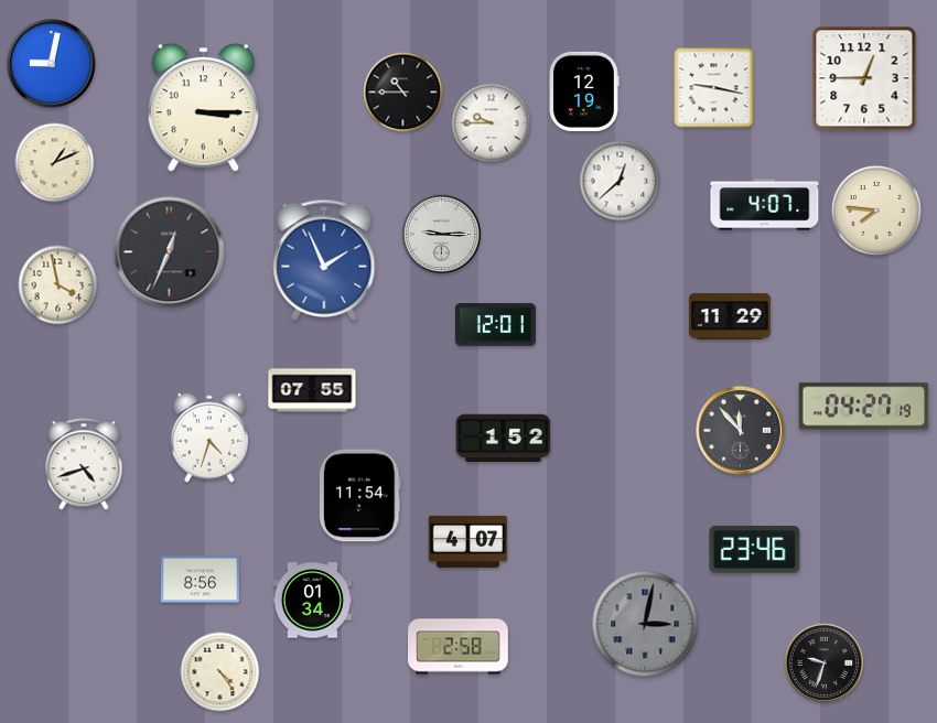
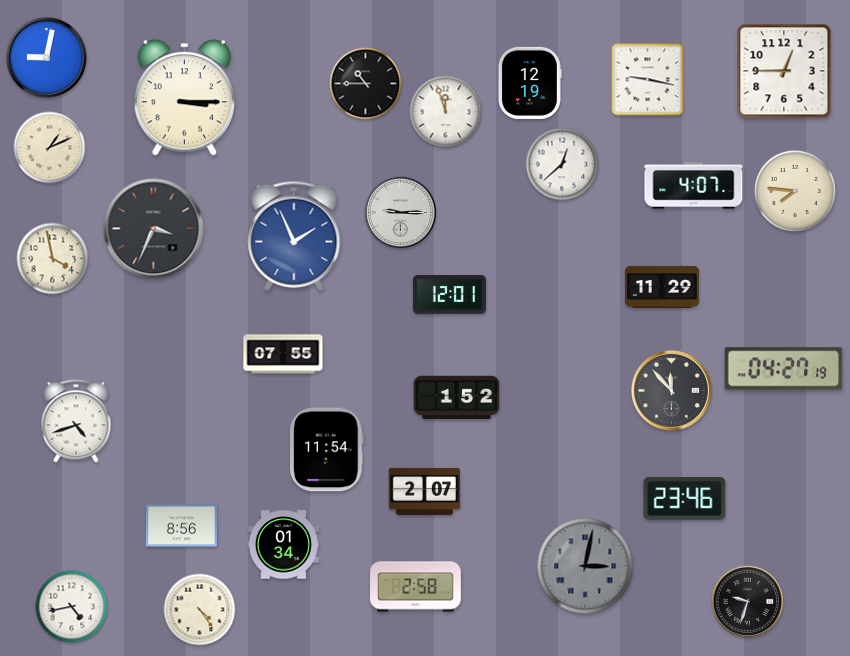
clock at (492, 123): 9:45 -> 11:57
clock at (170, 252): 12:34 -> 3:34
clock at (209, 438): 4:33 -> none
clock at (468, 541): 4:07 -> 2:07
clock at (72, 607): none -> 4:43
